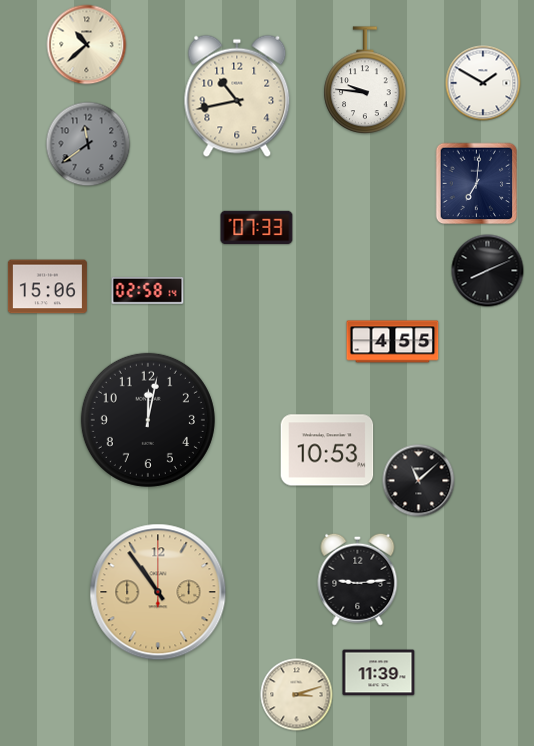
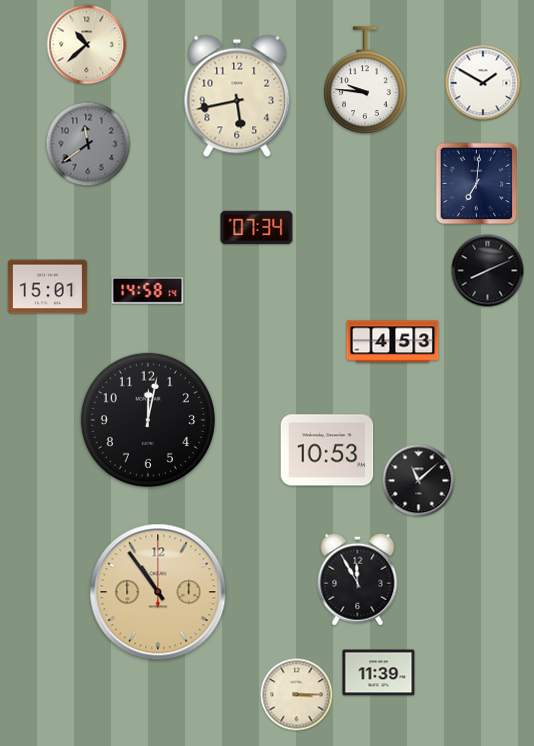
clock at (237, 96): 10:43 -> 5:43
clock at (257, 228): 07:33 -> 07:34
clock at (47, 287): 15:06 -> 15:01
clock at (148, 290): 02:58 -> 14:58
clock at (393, 342): 4:55 -> 4:53
clock at (358, 579): 9:14 -> 11:55
clock at (297, 695): 3:12 -> 3:15
